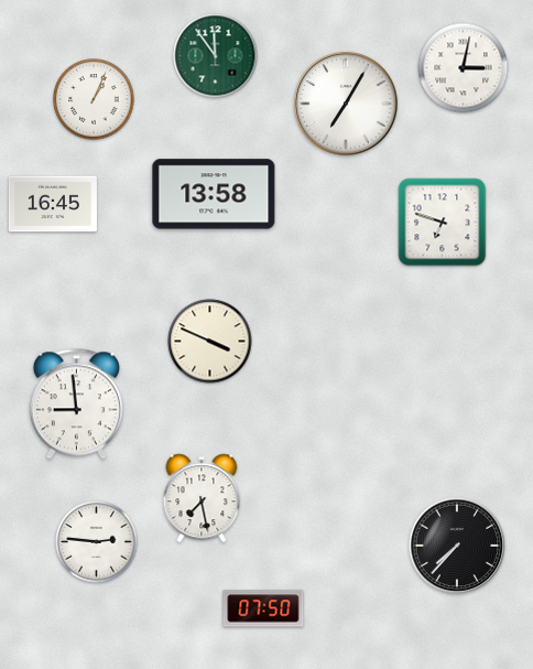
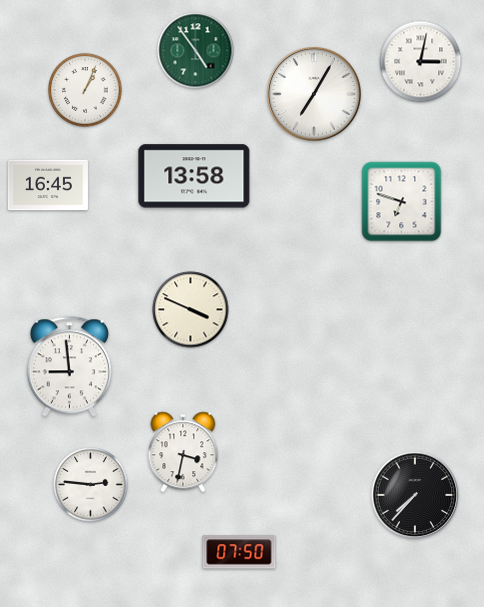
clock at (216, 56): 11:54 -> 4:54
clock at (202, 498): 7:28 -> 3:32
clock at (97, 542) position: (97, 542) -> (91, 485)
